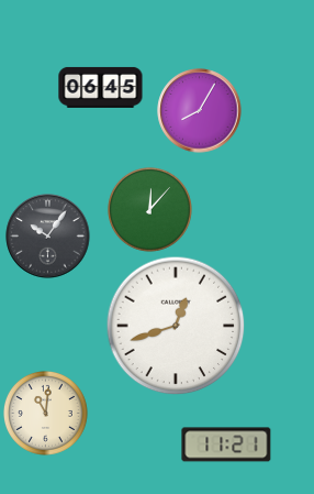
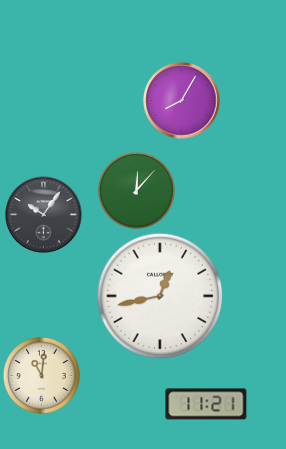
clock at (101, 87): 06:45 -> none
clock at (176, 326): 12:42 -> 12:43
